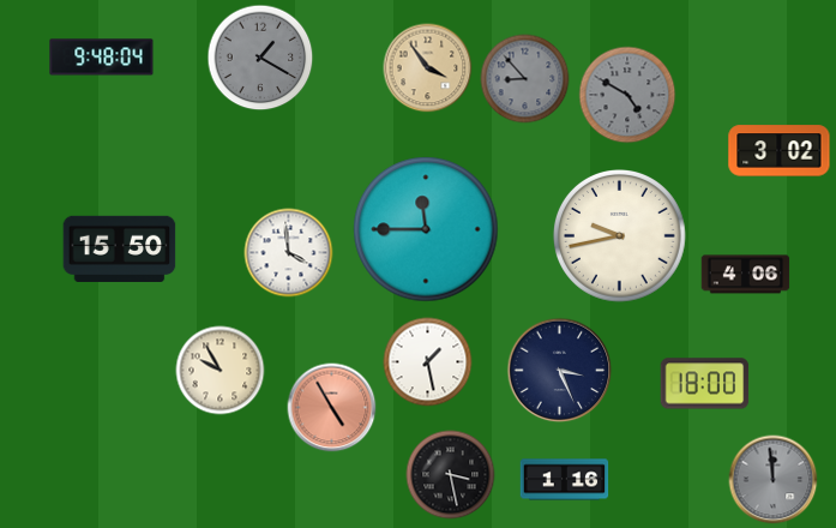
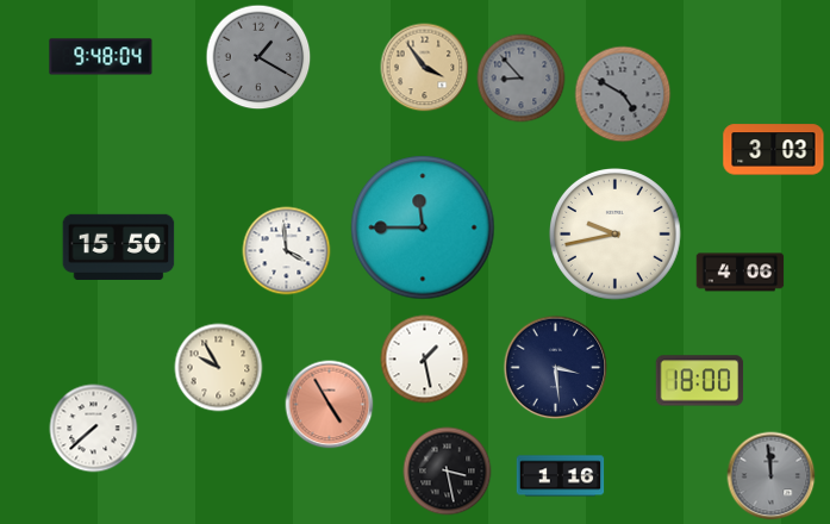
clock at (780, 151): 3:02 -> 3:03
clock at (560, 371): 3:26 -> 3:29
clock at (94, 429): none -> 7:38
clock at (774, 480) position: (774, 480) -> (772, 476)
